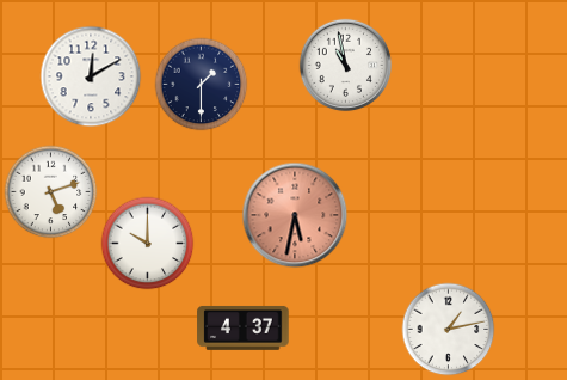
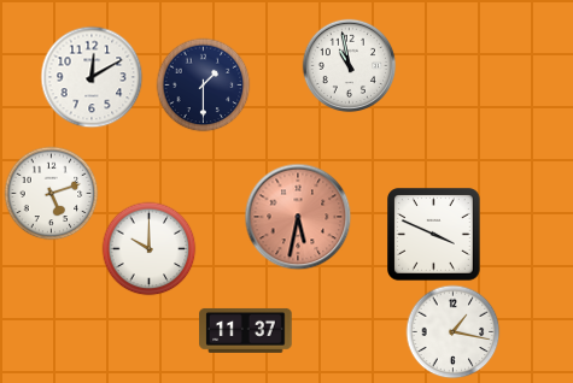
clock at (434, 235): none -> 3:49
clock at (147, 243) position: (147, 243) -> (148, 248)
clock at (244, 327): 4:37 -> 11:37
clock at (448, 329): 1:13 -> 1:17
